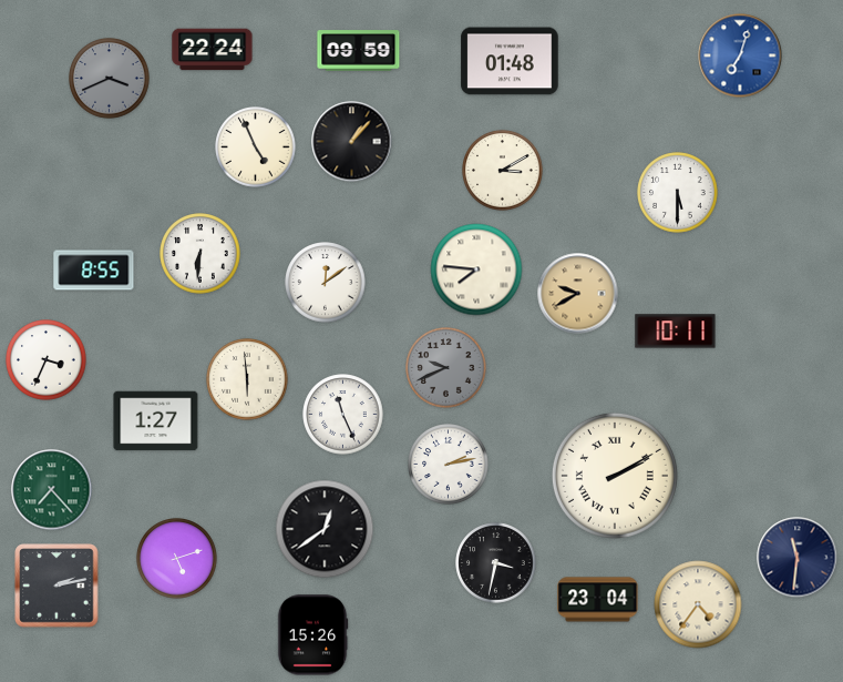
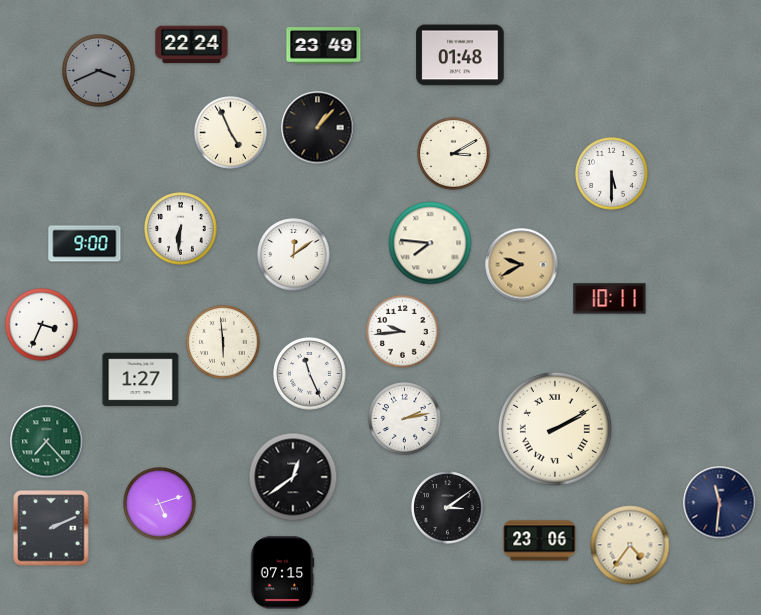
clock at (359, 51): 09:59 -> 23:49
clock at (740, 55): 7:03 -> none
clock at (94, 271): 8:55 -> 9:00
clock at (446, 368): 9:41 -> 9:44
clock at (446, 368) dial: grey -> white
clock at (496, 563): 3:32 -> 3:09
clock at (56, 586): 2:13 -> 2:11
clock at (598, 600): 23:04 -> 23:06
clock at (312, 635): 15:26 -> 07:15
